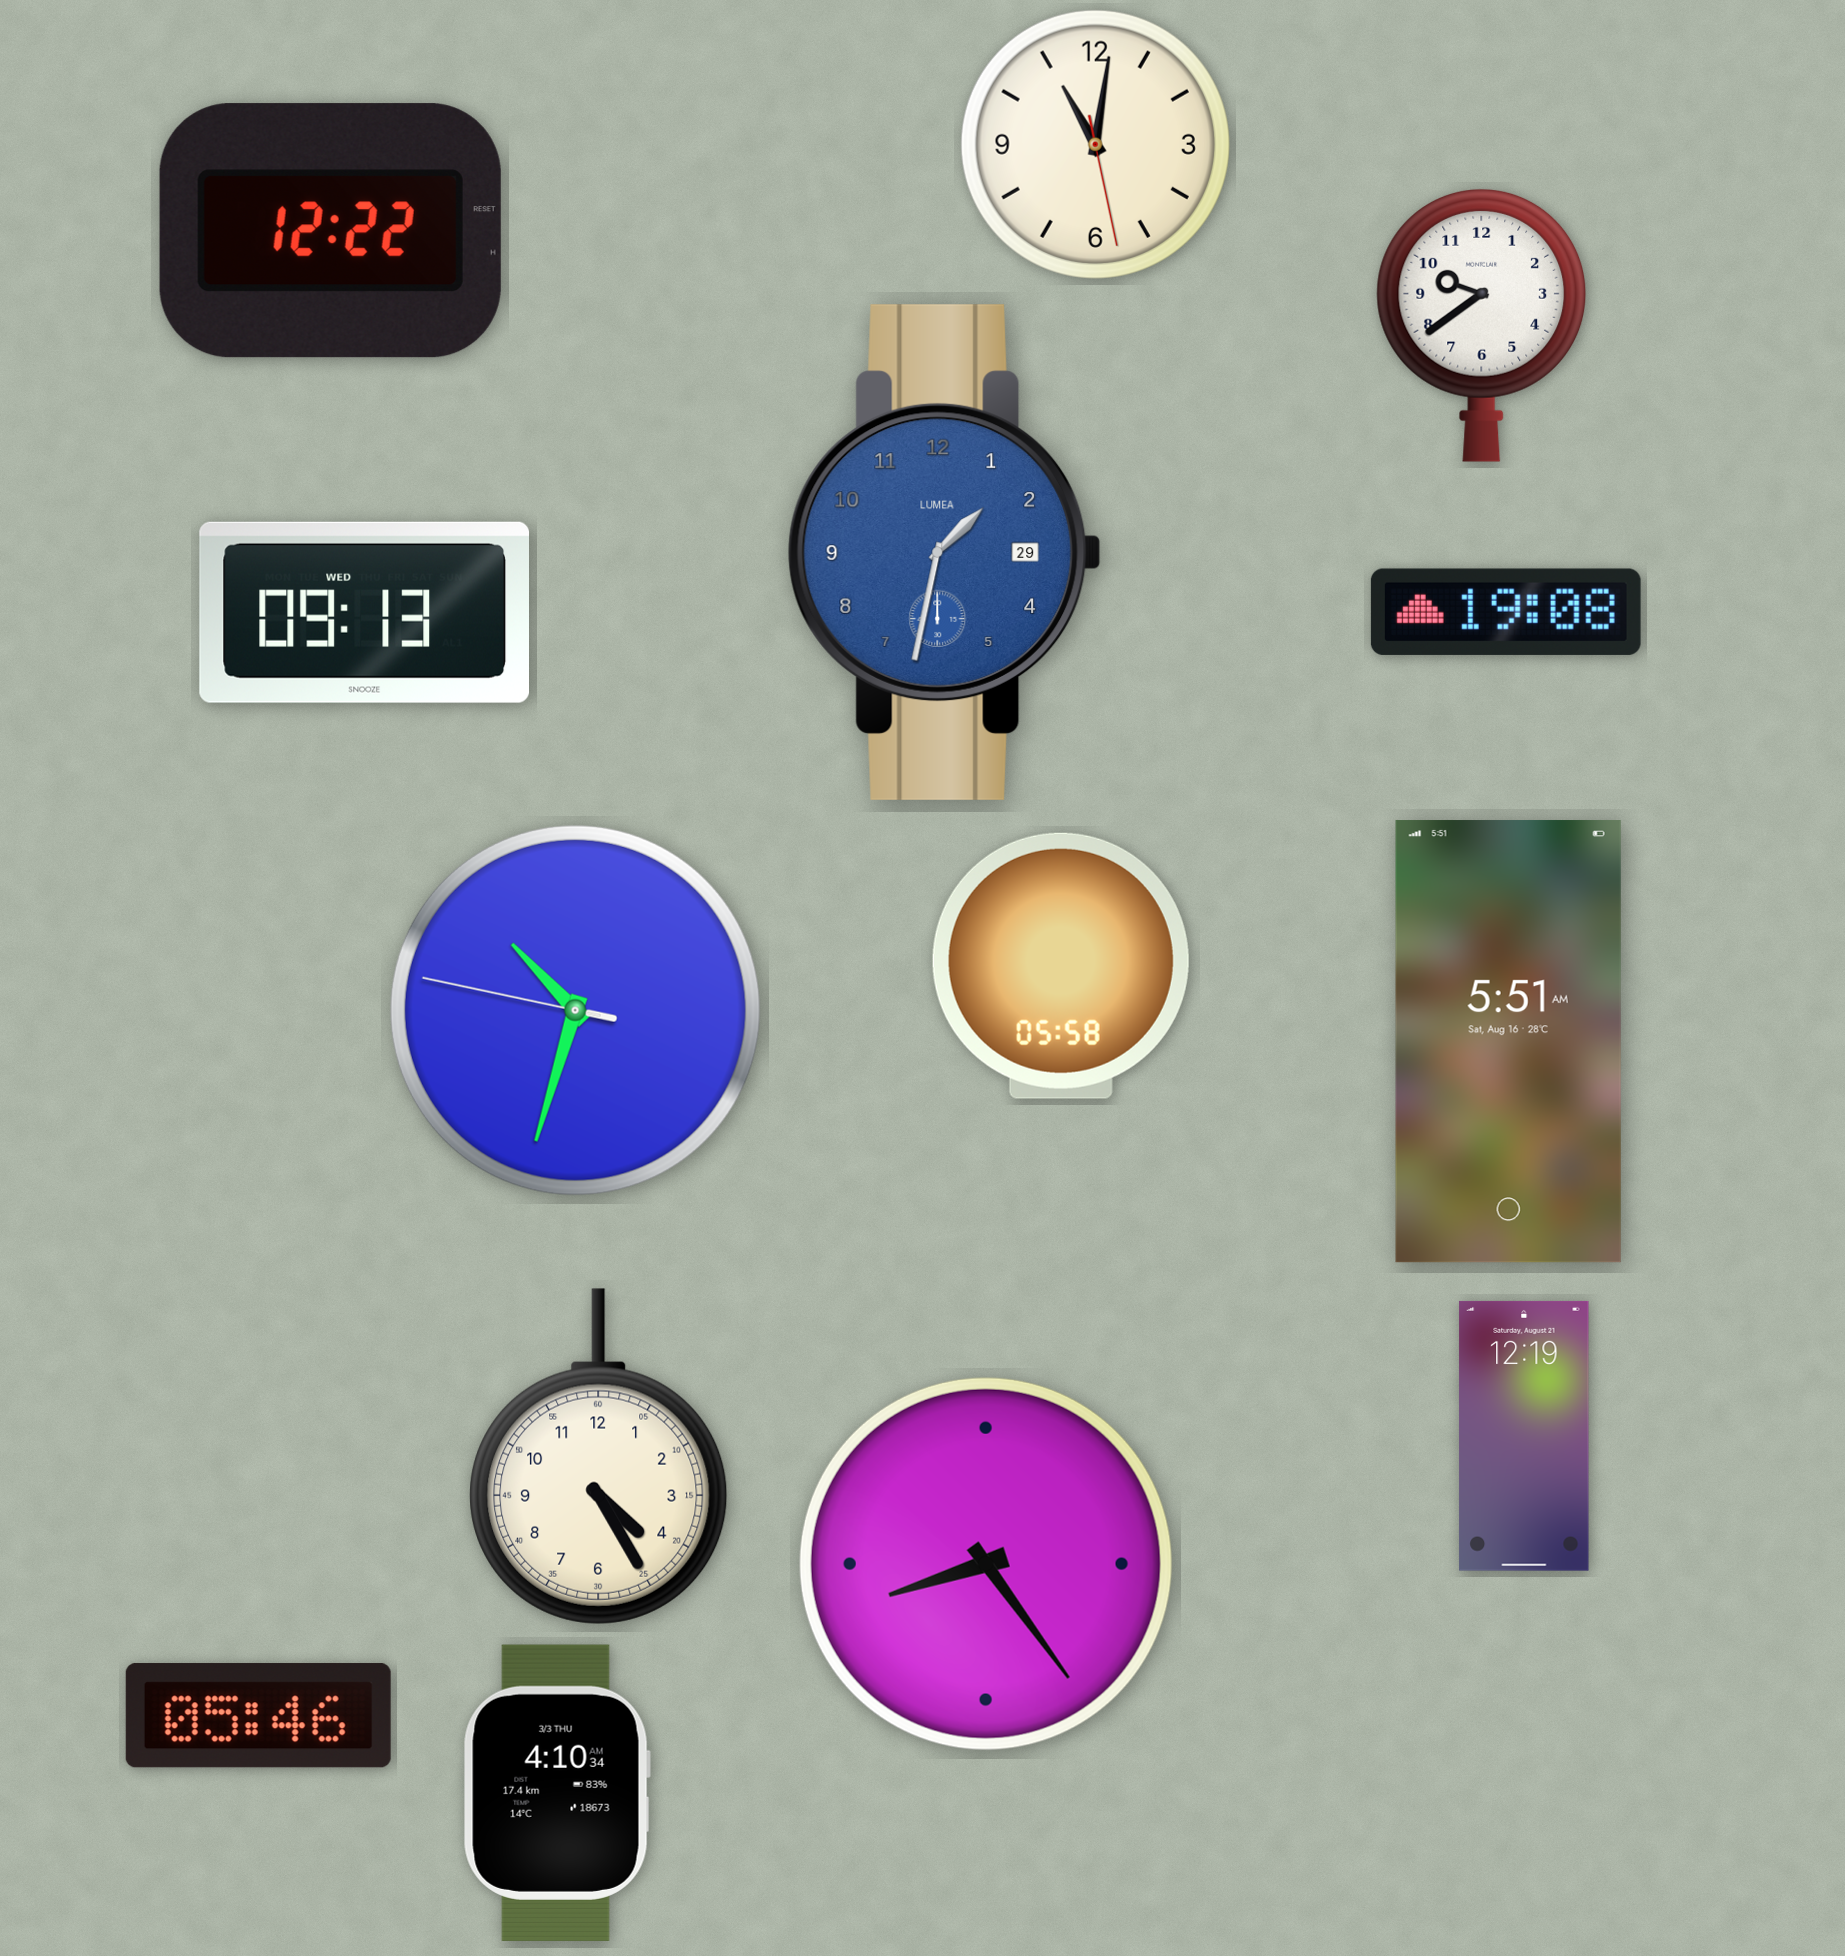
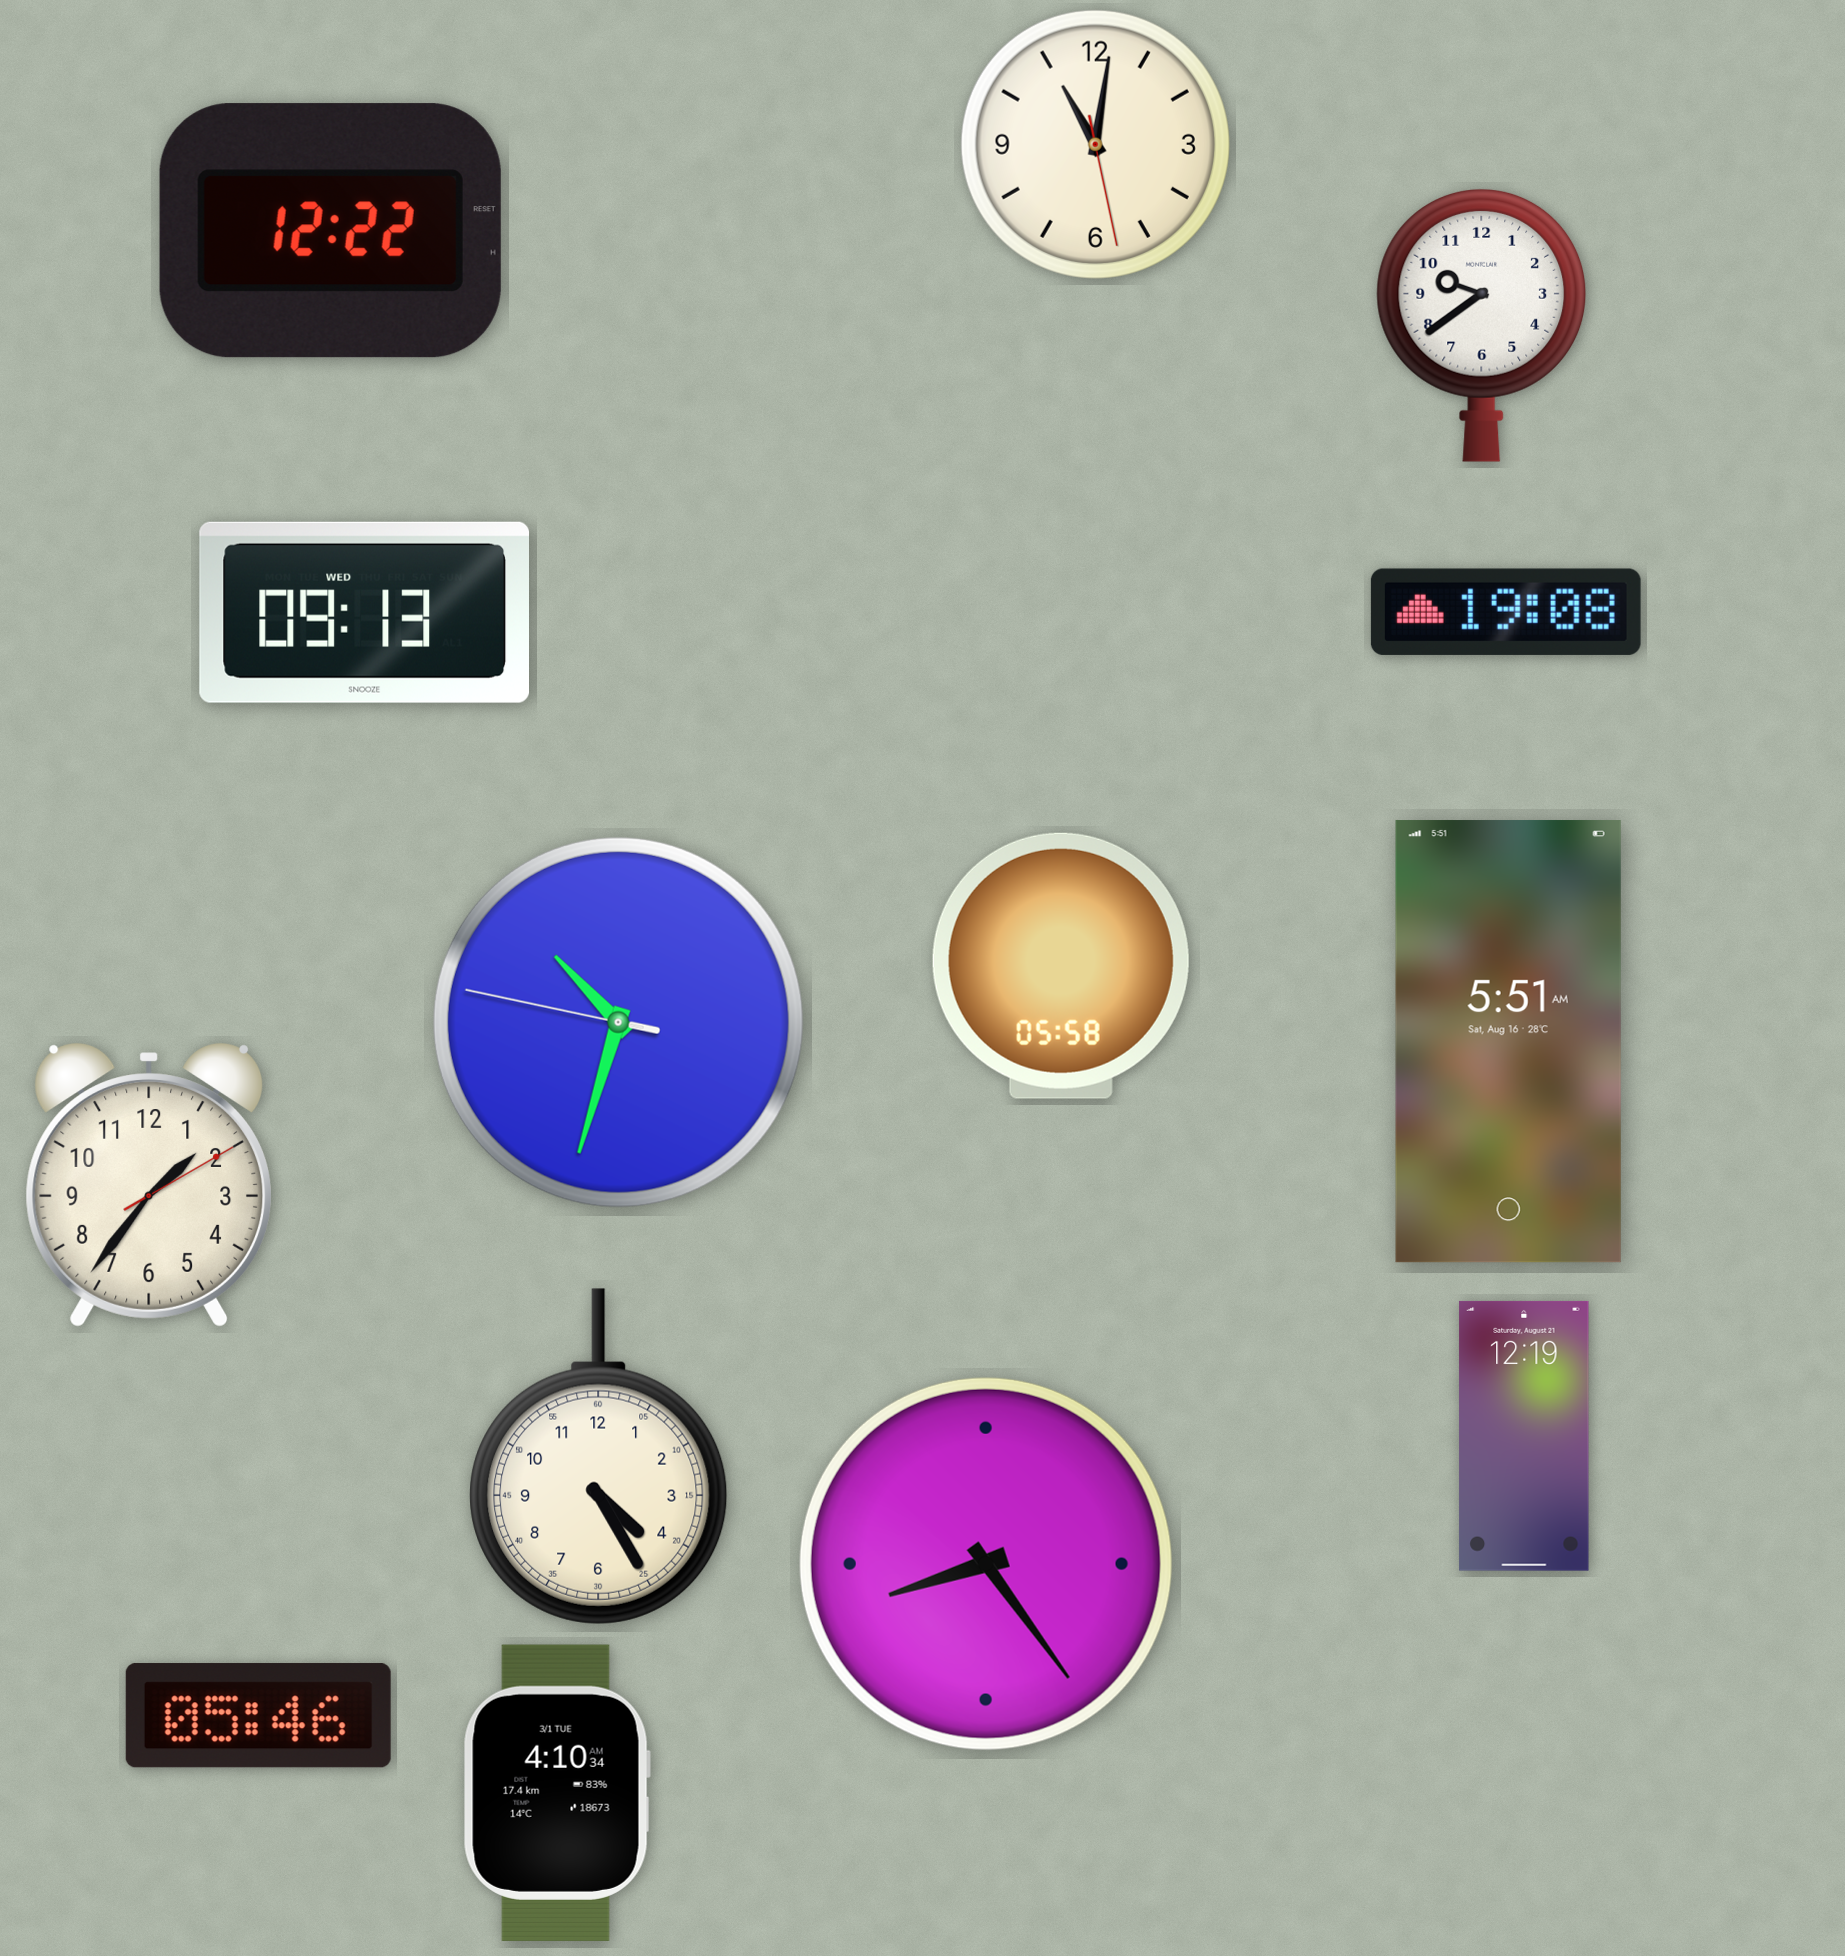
clock at (944, 552): 1:32 -> none
clock at (575, 1010) position: (575, 1010) -> (618, 1022)
clock at (148, 1185): none -> 1:36
clock at (557, 1793) date: 3/3 THU -> 3/1 TUE
